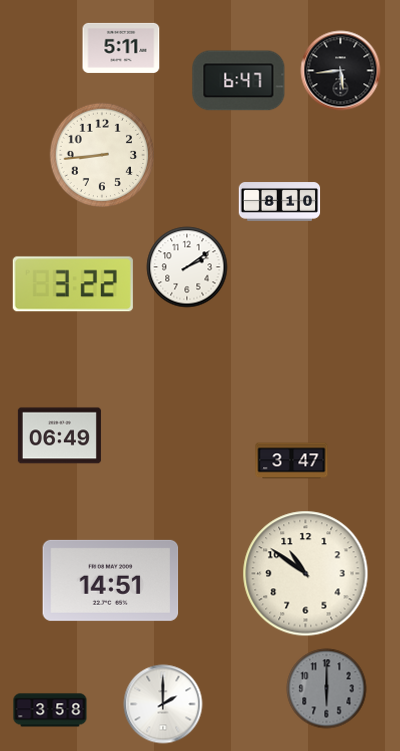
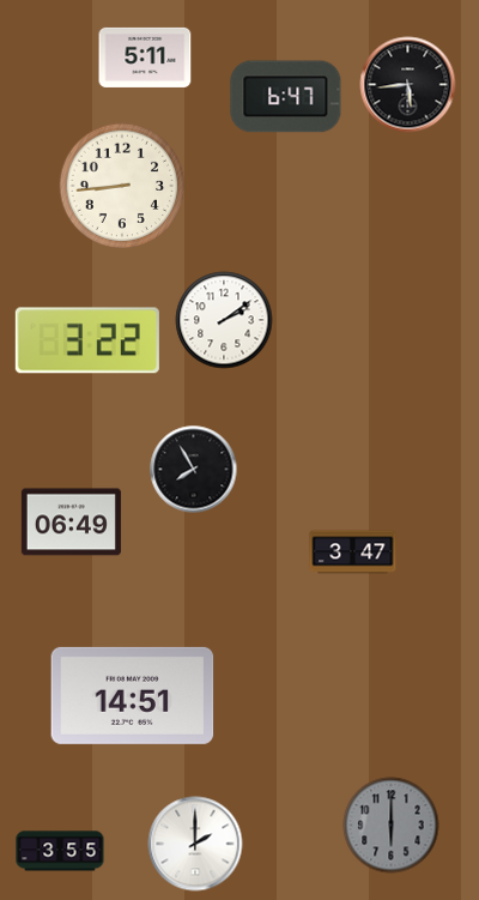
clock at (280, 202): 8:10 -> none
clock at (194, 470): none -> 7:55
clock at (292, 461) position: (292, 461) -> (353, 552)
clock at (306, 574): 10:51 -> none
clock at (50, 710): 3:58 -> 3:55
